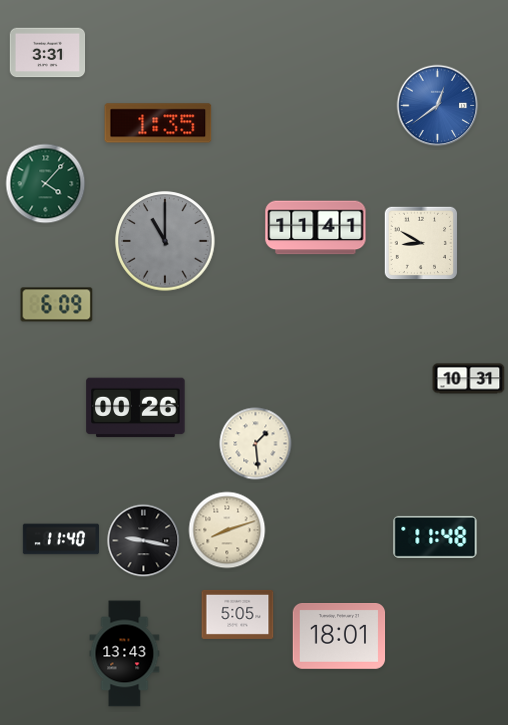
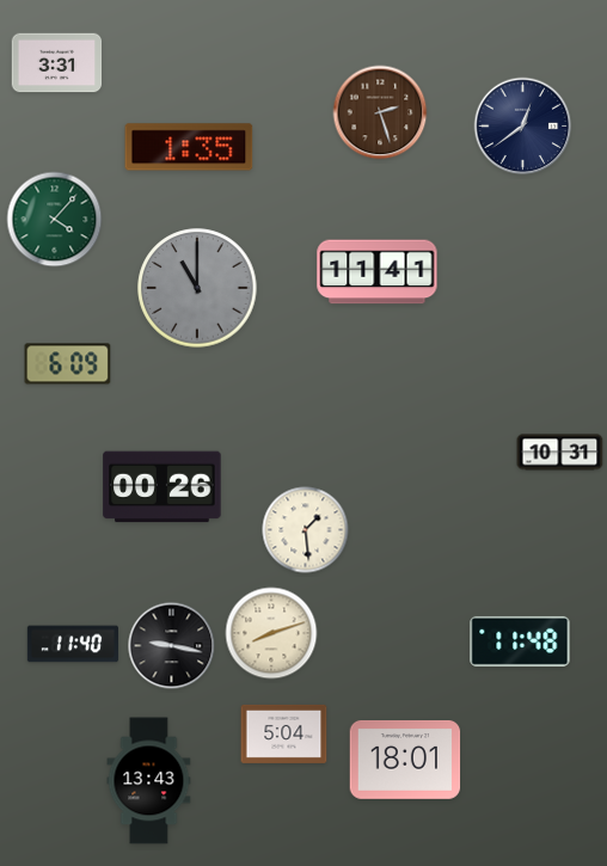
clock at (380, 112): none -> 2:27
clock at (438, 106) dial: blue -> navy
clock at (420, 242): 8:50 -> none
clock at (238, 614): 5:05 -> 5:04
